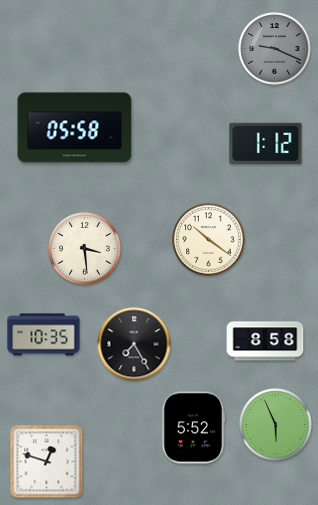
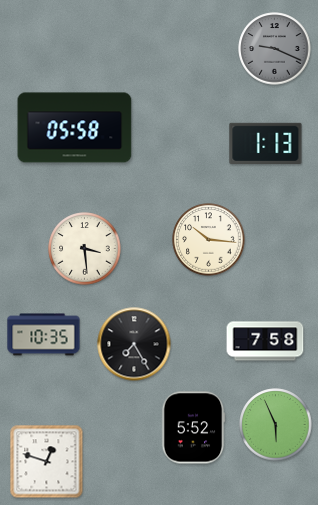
clock at (266, 143): 1:12 -> 1:13
clock at (209, 240): 10:21 -> 10:16
clock at (265, 341): 8:58 -> 7:58
